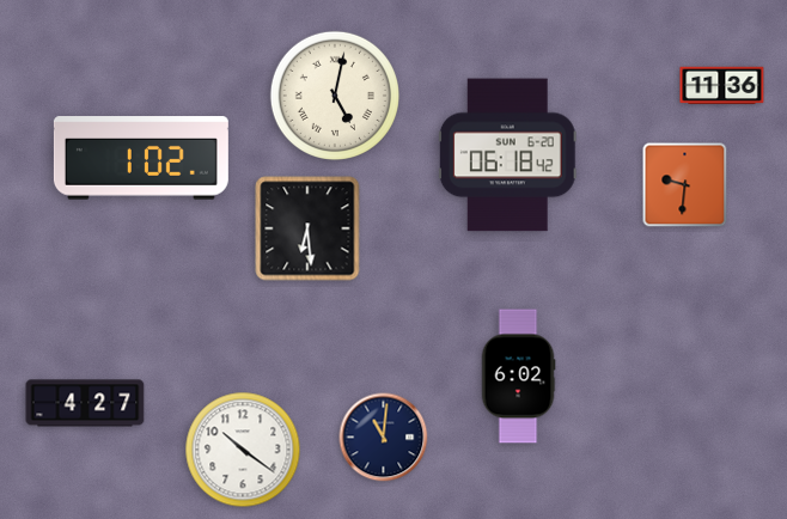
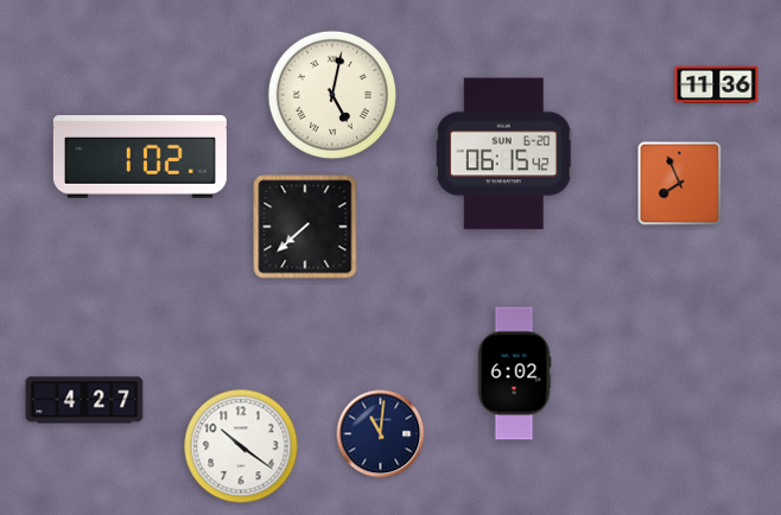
clock at (507, 155): 06:18 -> 06:15
clock at (685, 185): 9:31 -> 7:56
clock at (307, 228): 6:29 -> 7:38
